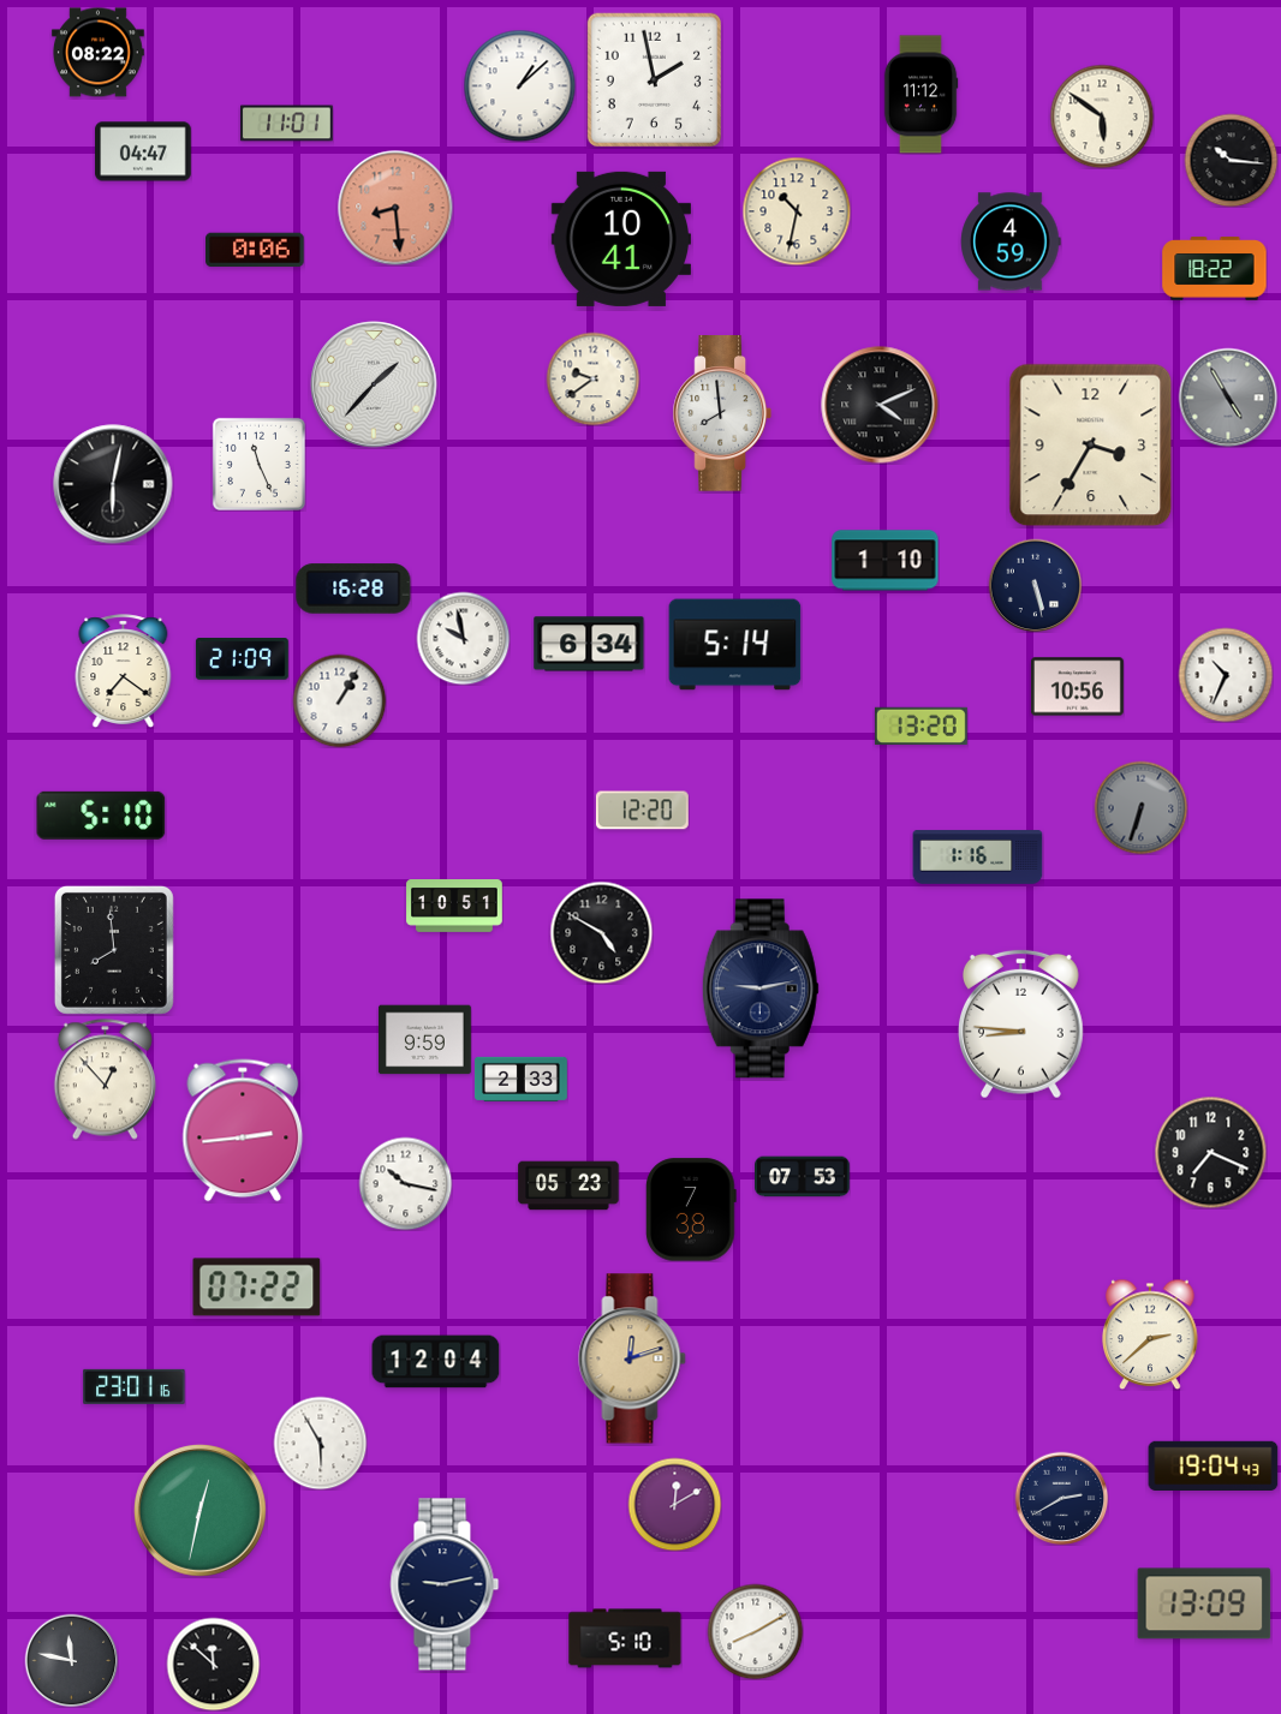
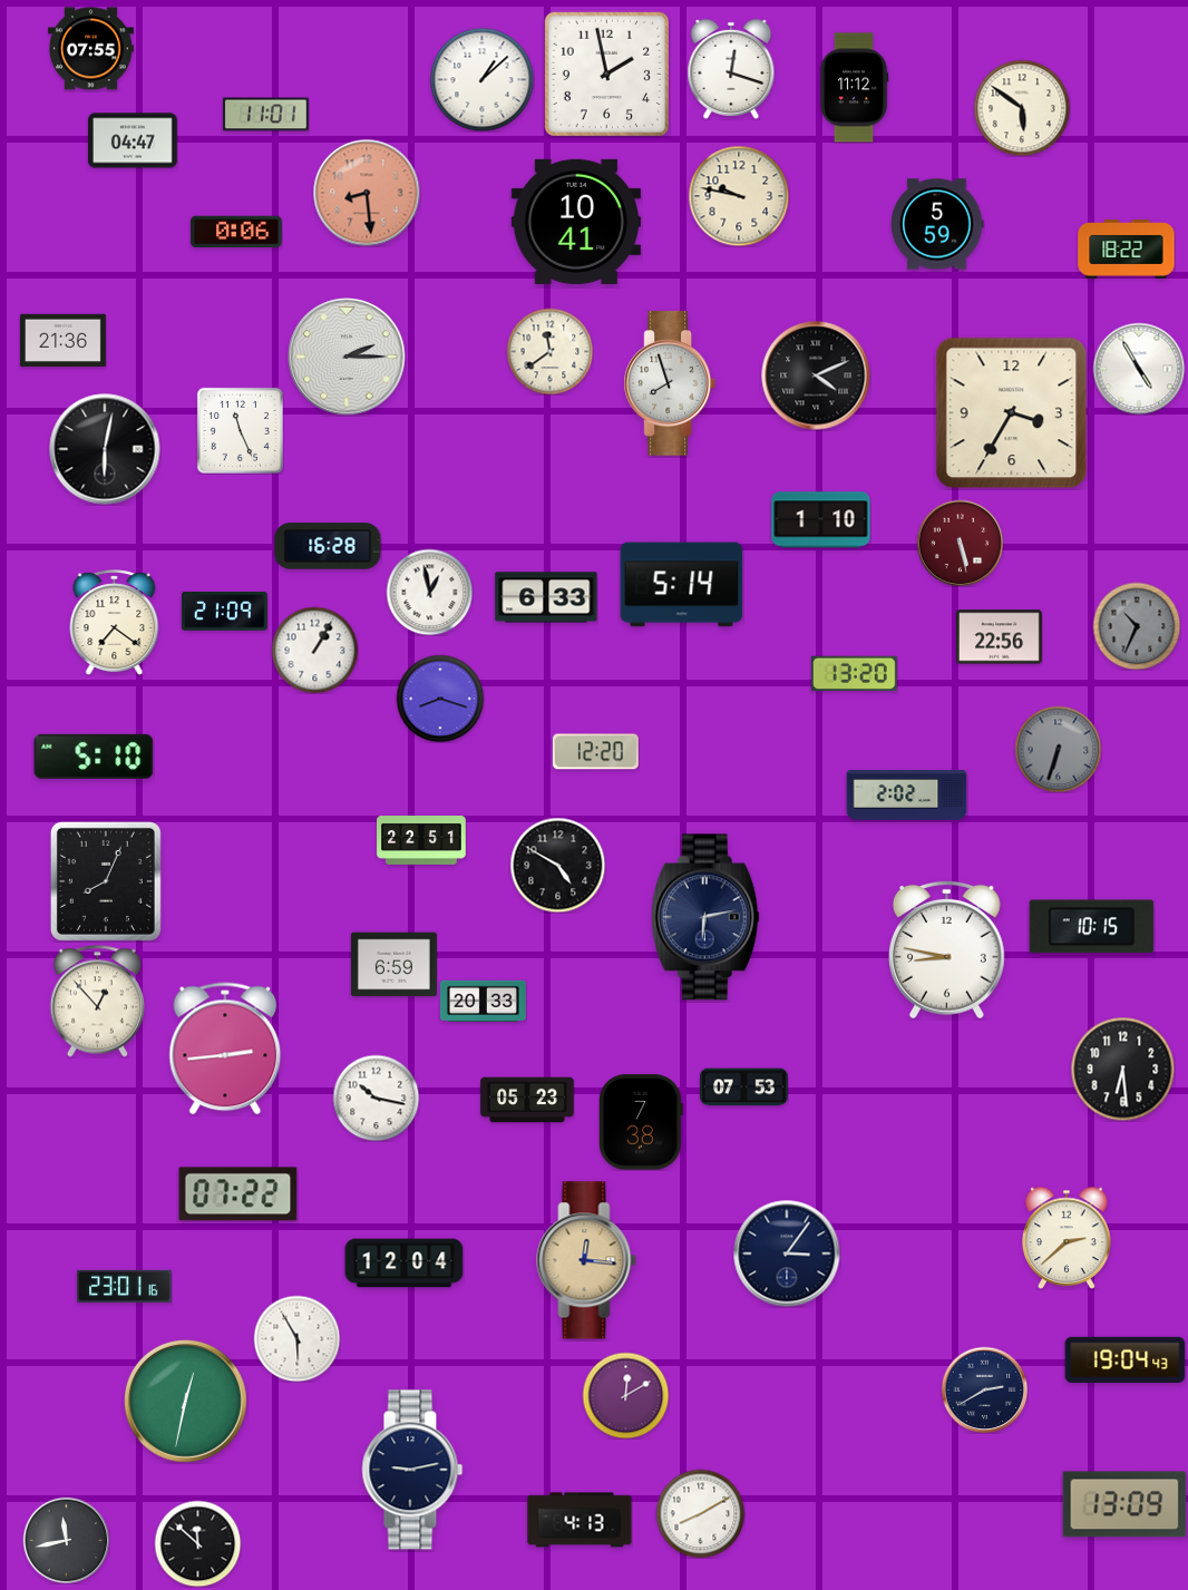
clock at (97, 53): 08:22 -> 07:55
clock at (731, 69): none -> 12:18
clock at (1231, 160): 10:16 -> none
clock at (797, 211): 10:32 -> 9:47
clock at (1011, 241): 4:59 -> 5:59
clock at (62, 341): none -> 21:36
clock at (592, 378): 9:39 -> 11:39
clock at (374, 384): 1:37 -> 2:15
clock at (1228, 398) dial: grey -> white
clock at (721, 414): 7:59 -> 7:57
clock at (1035, 585) dial: navy -> burgundy
clock at (463, 638): 9:58 -> 12:58
clock at (589, 644): 6:34 -> 6:33
clock at (735, 645) position: (735, 645) -> (682, 585)
clock at (1226, 675) dial: white -> grey
clock at (1077, 687): 10:56 -> 22:56
clock at (440, 699): none -> 8:18
clock at (978, 858): 1:16 -> 2:02
clock at (454, 907): 10:51 -> 22:51
clock at (114, 950): 7:59 -> 8:04
clock at (761, 989): 9:13 -> 6:13
clock at (1092, 927): none -> 10:15
clock at (1020, 1023): 8:46 -> 8:47
clock at (424, 1040): 9:59 -> 6:59
clock at (520, 1079): 2:33 -> 20:33
clock at (1210, 1152): 7:19 -> 6:29
clock at (803, 1177) position: (803, 1177) -> (744, 1087)
clock at (787, 1254): none -> 3:06
clock at (632, 1358): 12:12 -> 12:16
clock at (1204, 1603) position: (1204, 1603) -> (1124, 1504)
clock at (625, 1638): 5:10 -> 4:13
clock at (71, 1660): 11:47 -> 11:43
